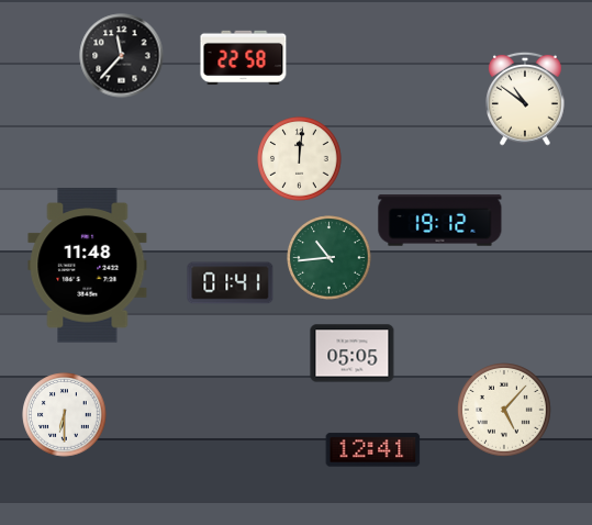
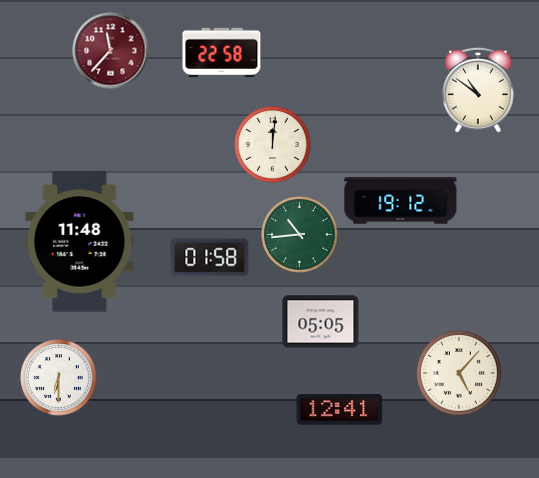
clock at (122, 56) dial: black -> burgundy
clock at (231, 283): 01:41 -> 01:58
